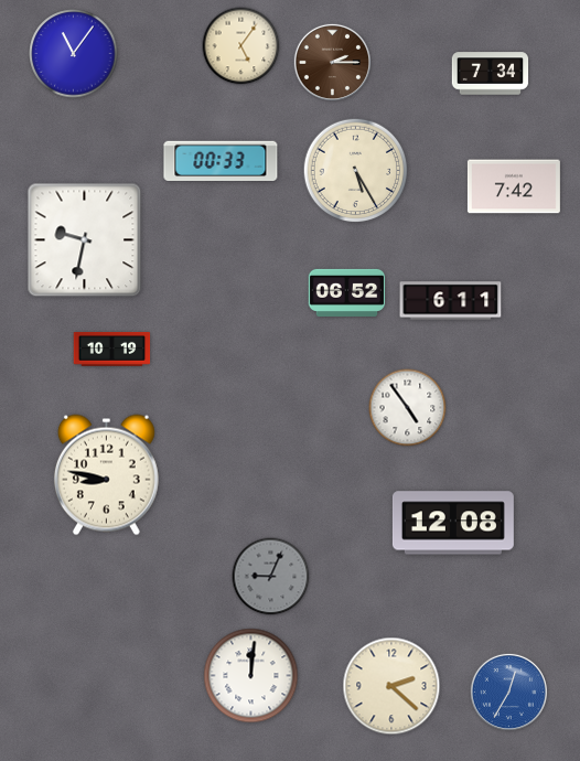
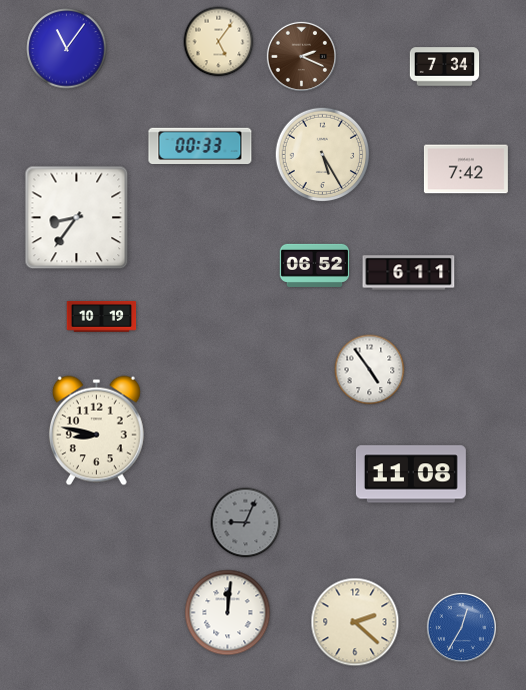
clock at (332, 62): 2:15 -> 2:19
clock at (85, 240): 9:32 -> 8:36
clock at (453, 523): 12:08 -> 11:08
